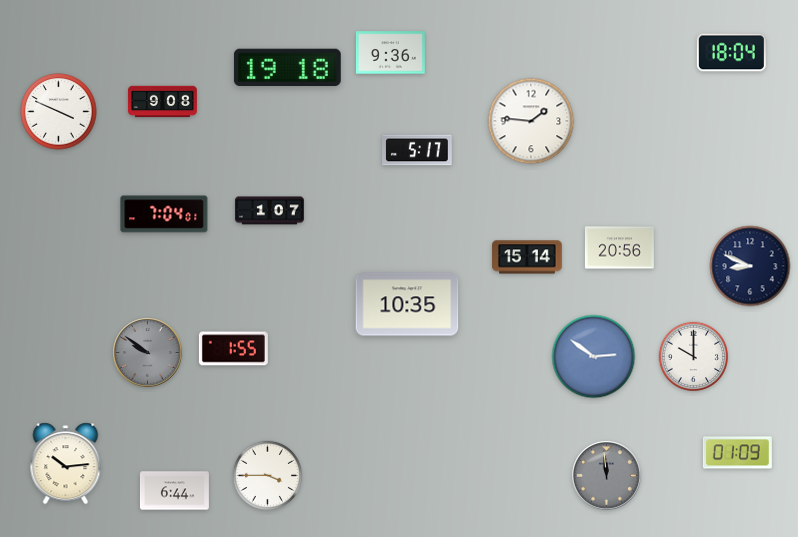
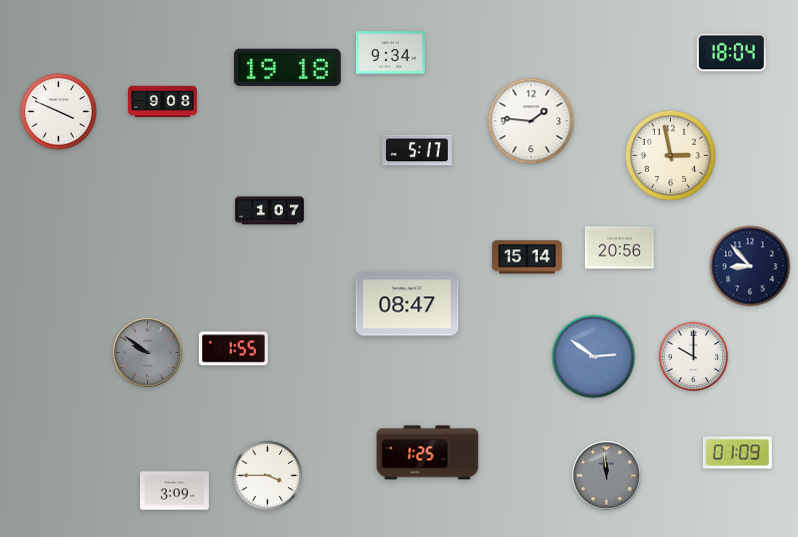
clock at (390, 53): 9:36 -> 9:34
clock at (670, 155): none -> 2:58
clock at (164, 214): 7:04 -> none
clock at (750, 266): 8:49 -> 8:53
clock at (407, 304): 10:35 -> 08:47
clock at (428, 453): none -> 1:25
clock at (66, 464): 10:14 -> none
clock at (174, 491): 6:44 -> 3:09
